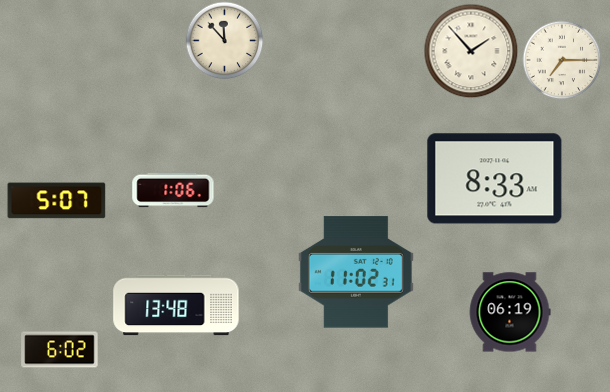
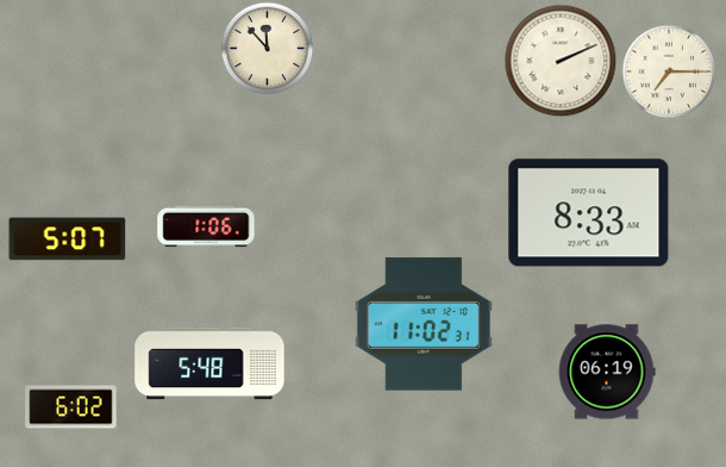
clock at (471, 51): 1:53 -> 2:11
clock at (176, 305): 13:48 -> 5:48
clock at (60, 350) position: (60, 350) -> (71, 407)
